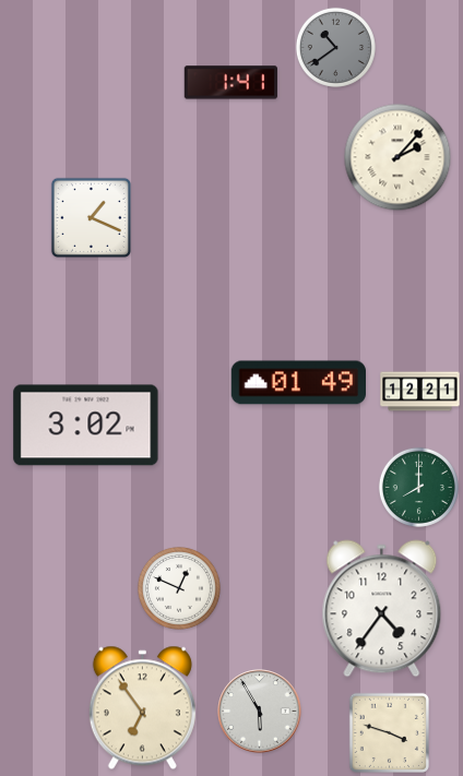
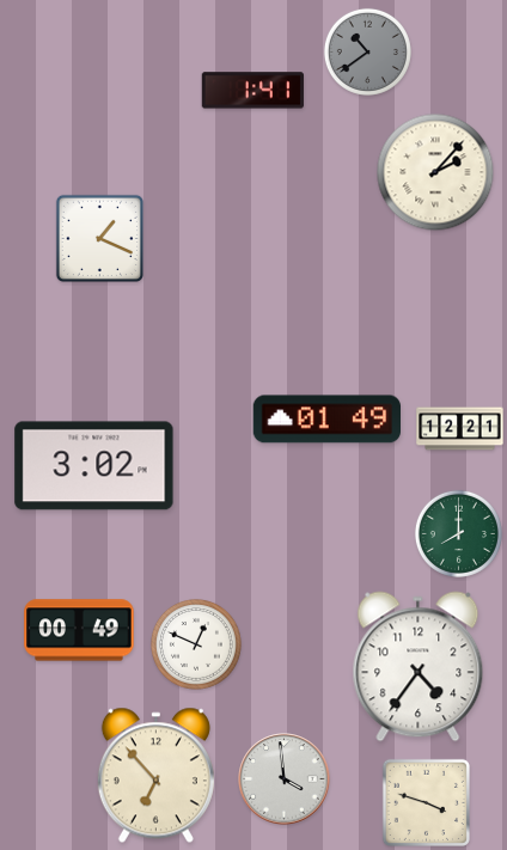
clock at (79, 630): none -> 00:49
clock at (142, 708): 6:54 -> 6:53
clock at (260, 712): 5:55 -> 3:59
